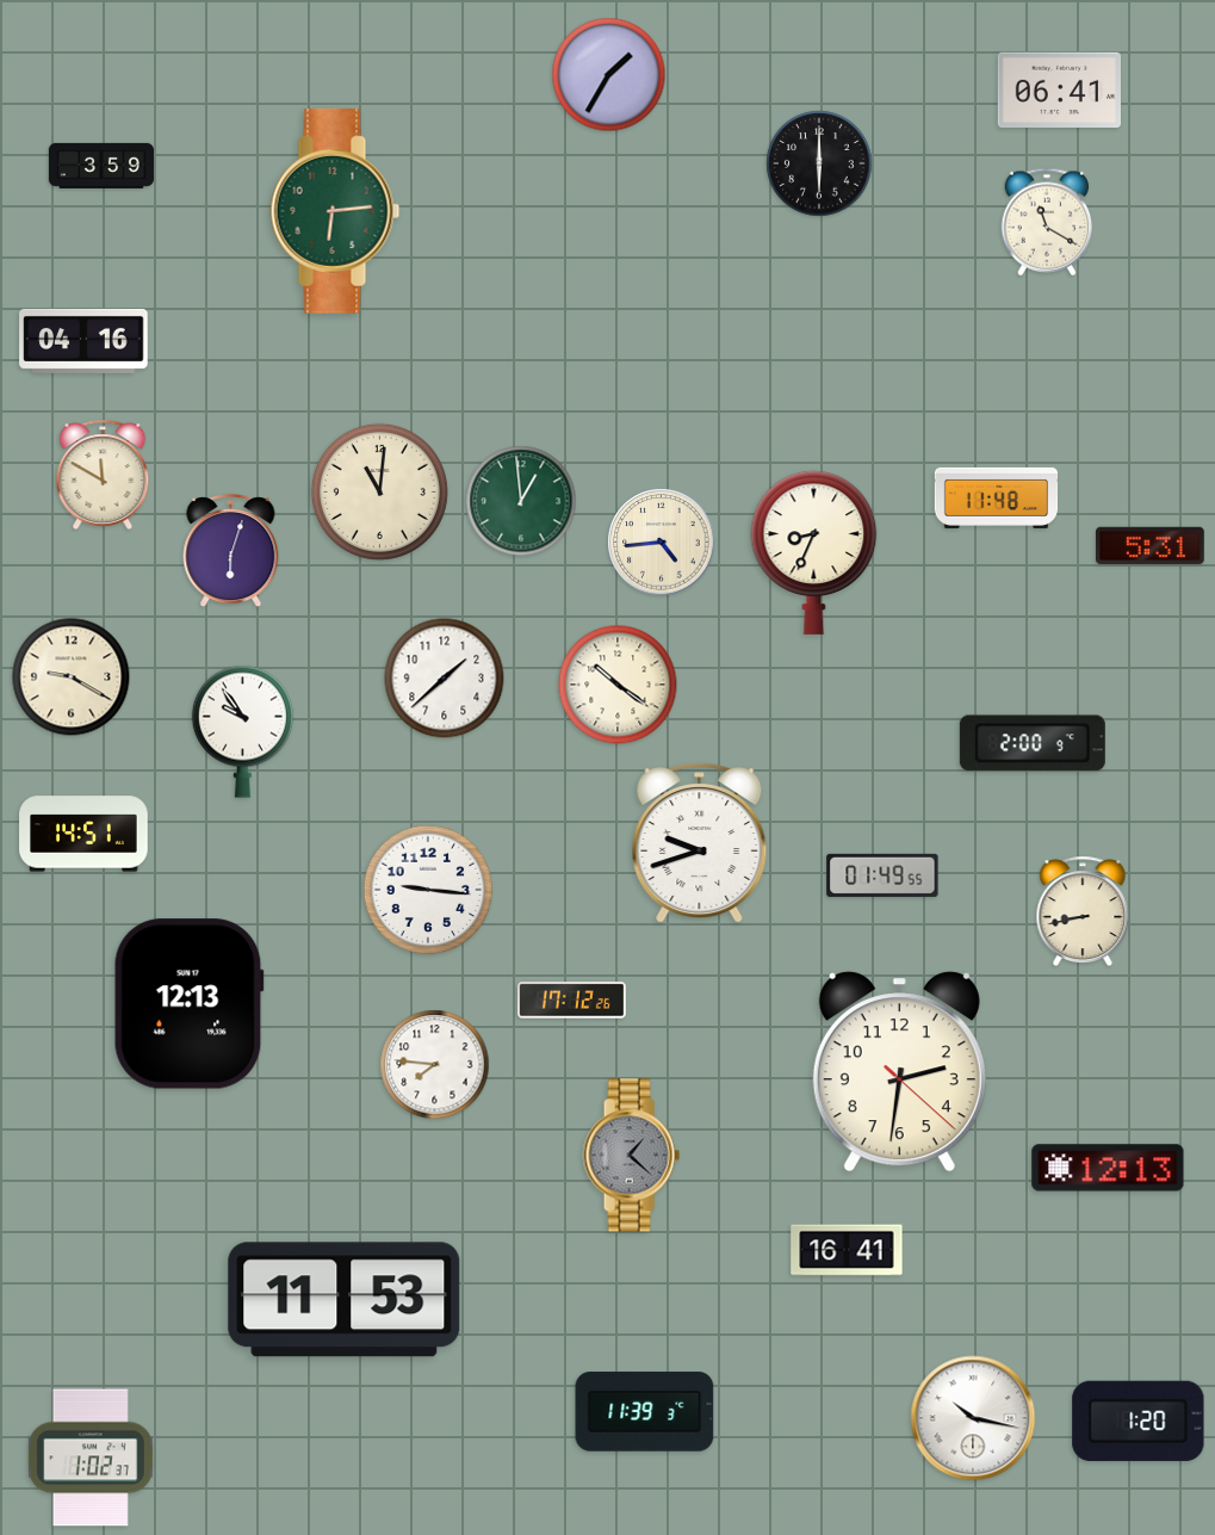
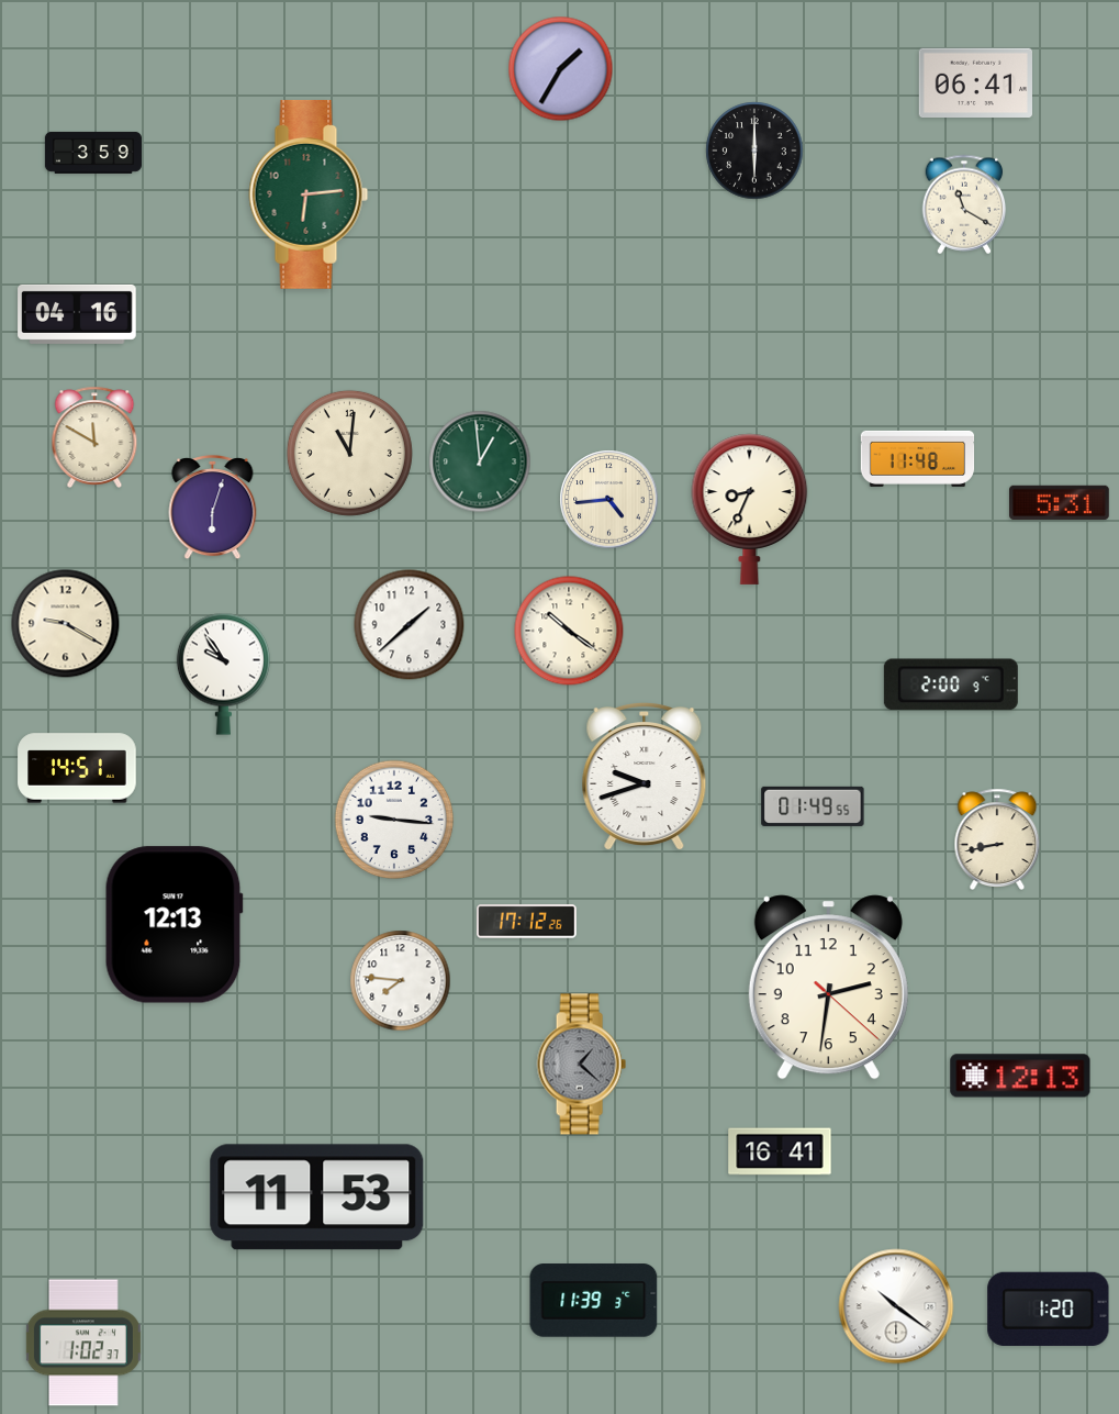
clock at (973, 1418): 10:17 -> 10:21
